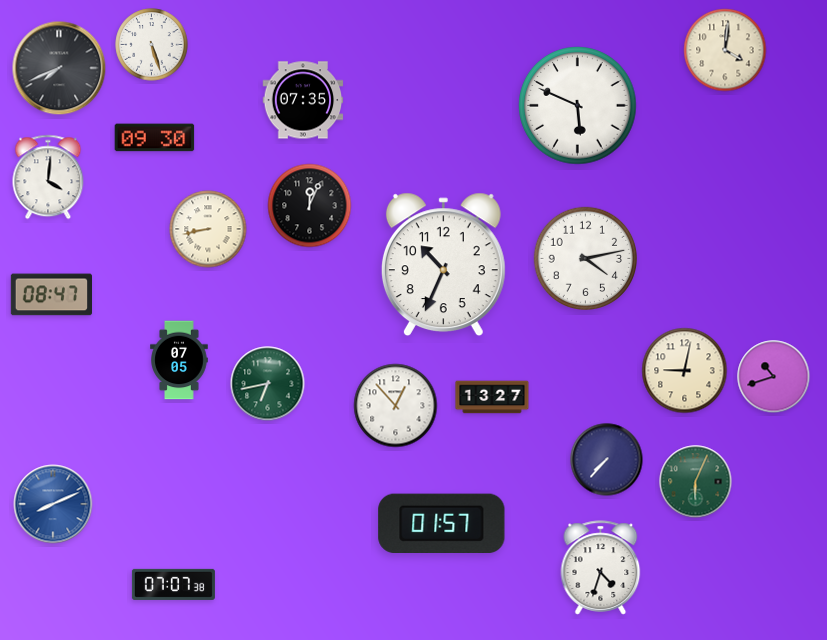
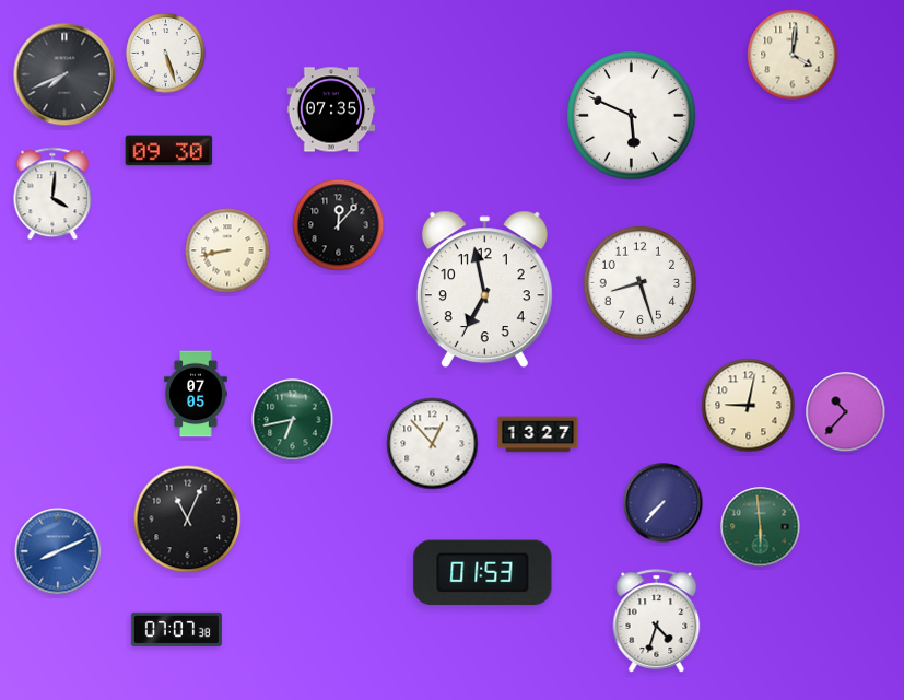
clock at (152, 45) position: (152, 45) -> (166, 54)
clock at (310, 206): 12:04 -> 12:07
clock at (586, 259): 4:13 -> 8:27
clock at (443, 265): 10:34 -> 6:58
clock at (51, 295): 08:47 -> none
clock at (774, 377): 10:42 -> 10:37
clock at (188, 520): none -> 11:04
clock at (696, 482): 6:04 -> 5:59
clock at (442, 523): 01:57 -> 01:53
clock at (173, 584) position: (173, 584) -> (176, 629)
